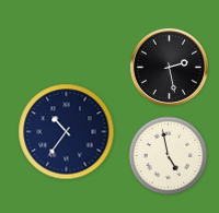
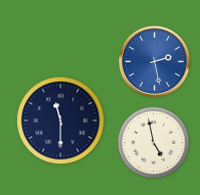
clock at (169, 67) dial: black -> blue
clock at (67, 132): 10:36 -> 11:30
